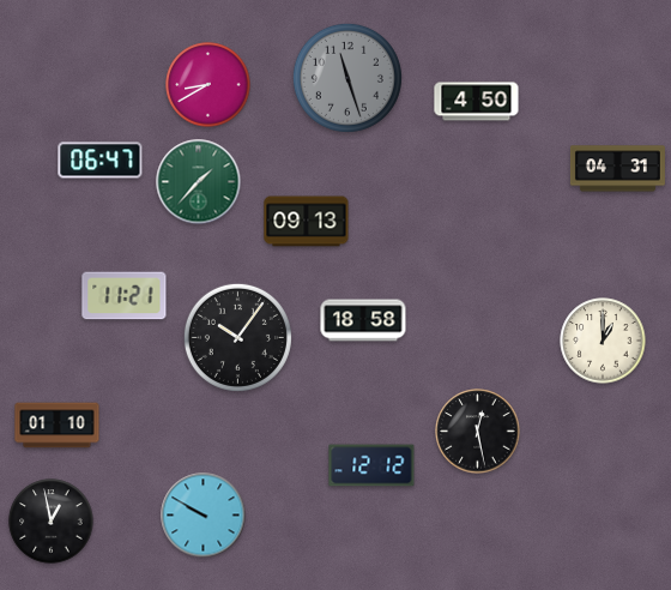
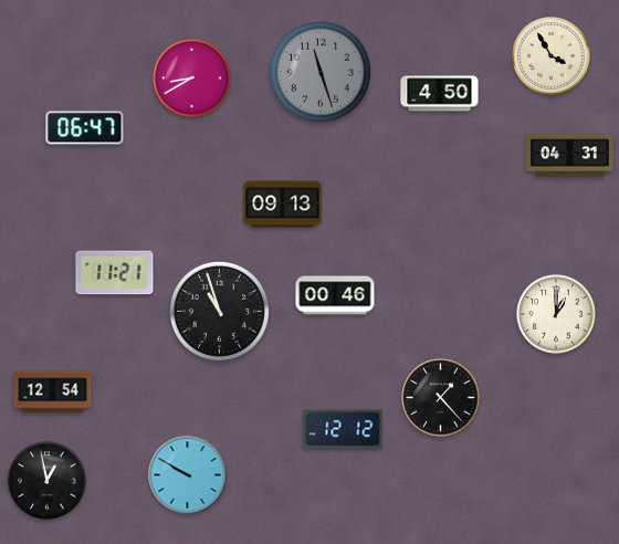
clock at (552, 56): none -> 3:55
clock at (101, 161) position: (101, 161) -> (85, 128)
clock at (199, 182): 1:37 -> none
clock at (363, 320): 18:58 -> 00:46
clock at (237, 337): 10:06 -> 10:57
clock at (58, 426): 01:10 -> 12:54
clock at (478, 432): 12:28 -> 1:23
